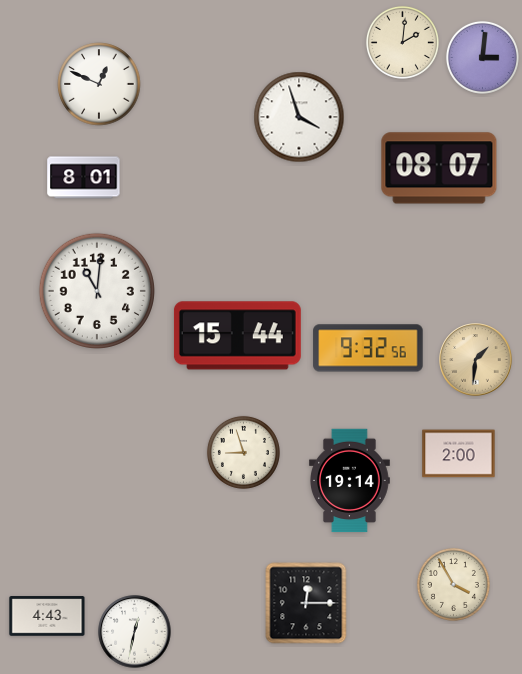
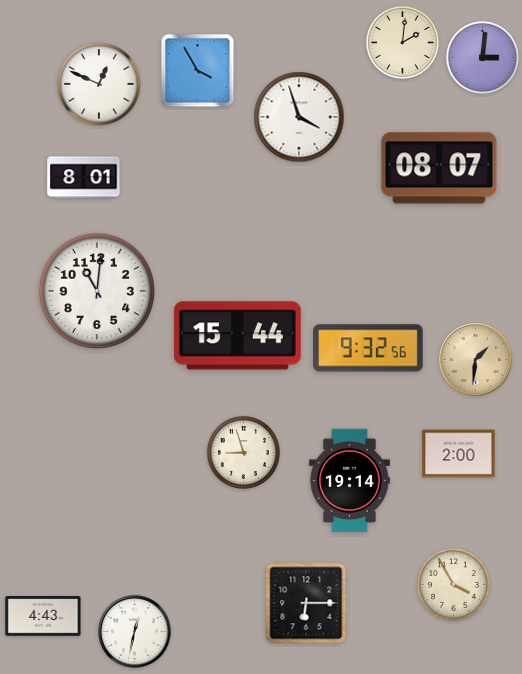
clock at (198, 71): none -> 3:55
clock at (306, 603): 12:15 -> 6:15
clock at (47, 616) position: (47, 616) -> (43, 616)
